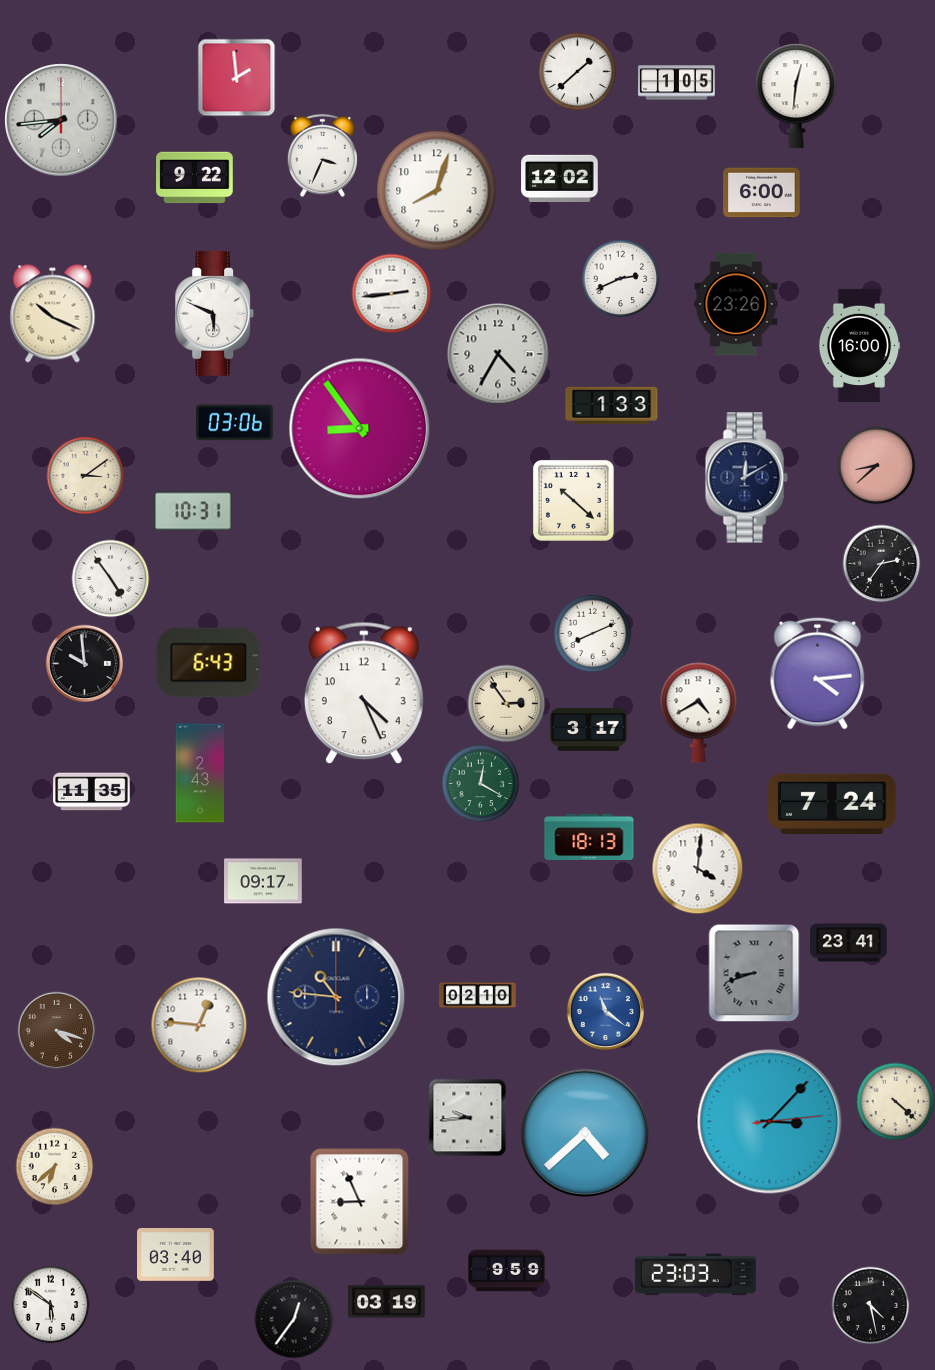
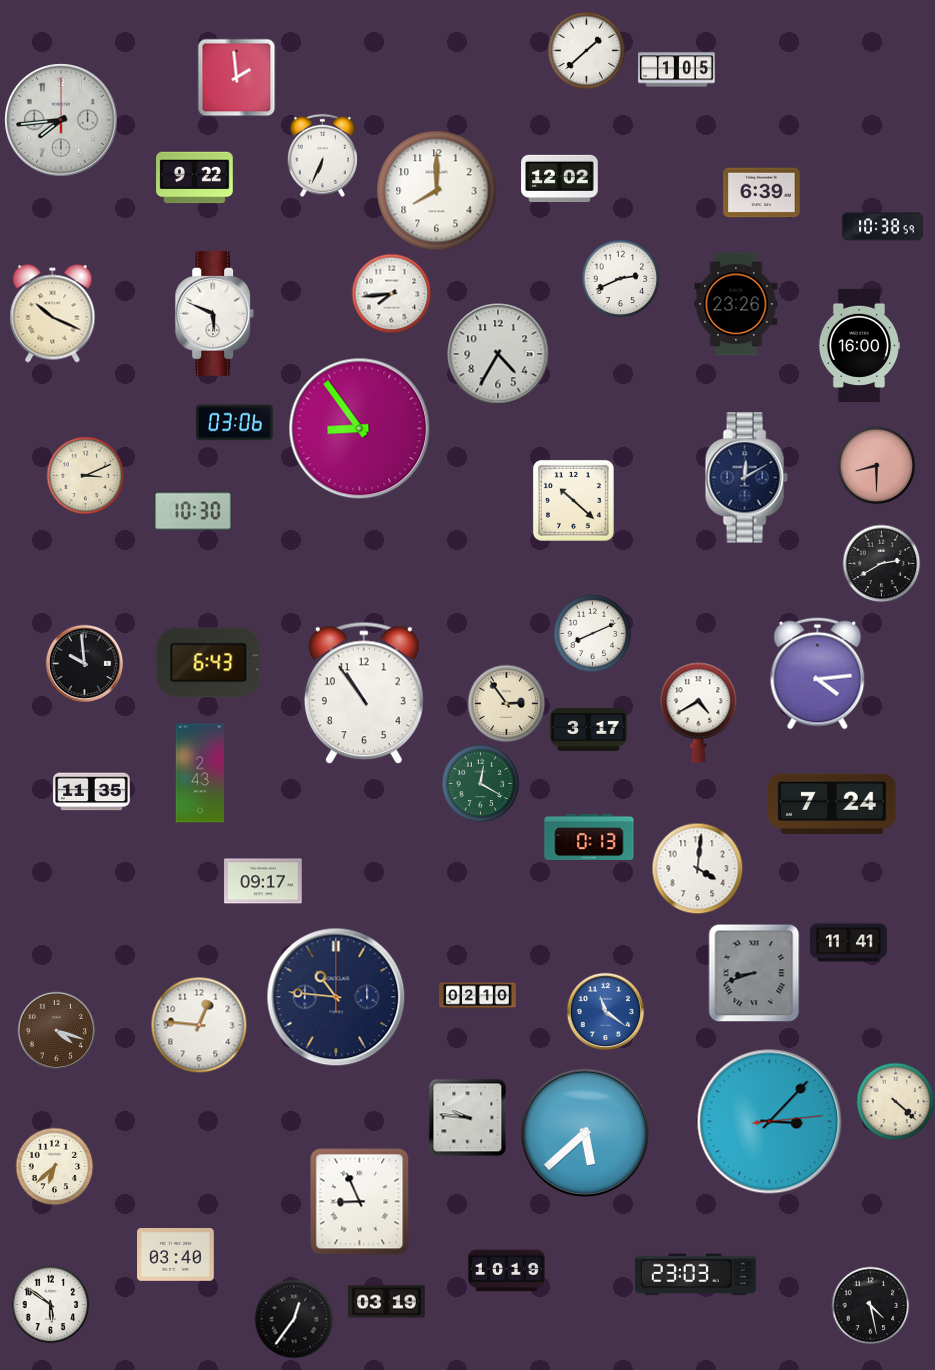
clock at (577, 71) position: (577, 71) -> (586, 50)
clock at (677, 83) position: (677, 83) -> (677, 70)
clock at (796, 96): 12:31 -> none
clock at (322, 155): 3:34 -> 6:34
clock at (437, 191): 8:03 -> 8:00
clock at (762, 193): 6:00 -> 6:39
clock at (883, 227): none -> 10:38
clock at (391, 293): 2:44 -> 7:44
clock at (612, 405): 1:33 -> none
clock at (876, 465): 8:38 -> 8:30
clock at (85, 475): 3:09 -> 3:11
clock at (193, 511): 10:31 -> 10:30
clock at (881, 563): 2:36 -> 2:40
clock at (110, 578): 4:54 -> none
clock at (364, 693): 4:26 -> 10:54
clock at (589, 836): 18:13 -> 0:13
clock at (849, 943): 23:41 -> 11:41
clock at (467, 1117): 9:44 -> 9:46
clock at (585, 1133): 4:38 -> 5:38
clock at (507, 1271): 9:59 -> 10:19
